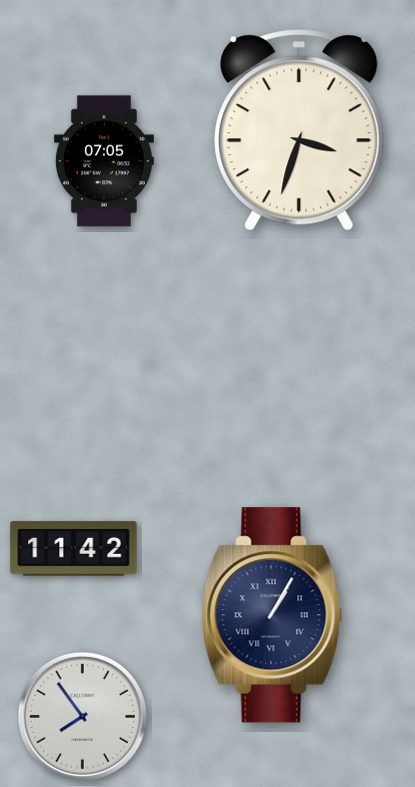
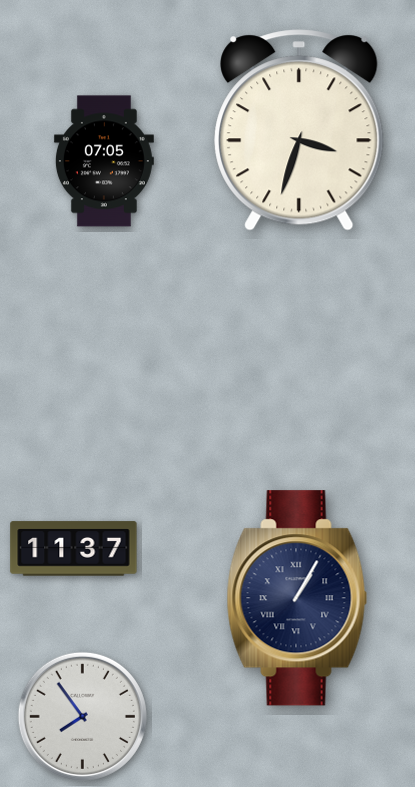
clock at (74, 549): 11:42 -> 11:37
clock at (272, 615) position: (272, 615) -> (297, 598)
